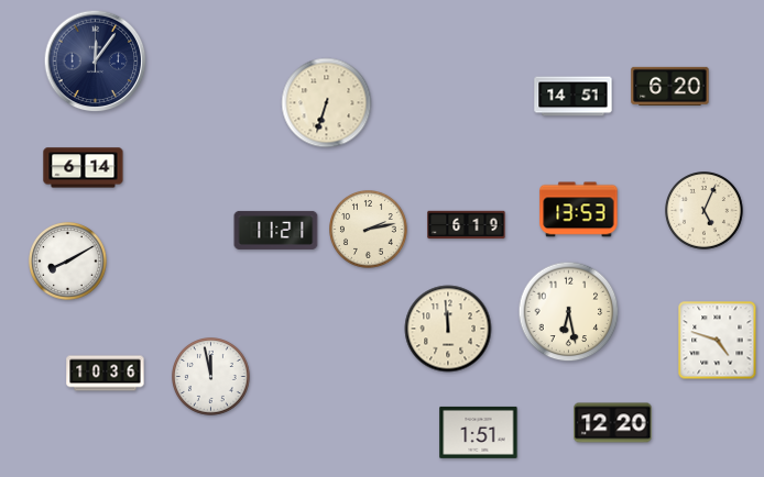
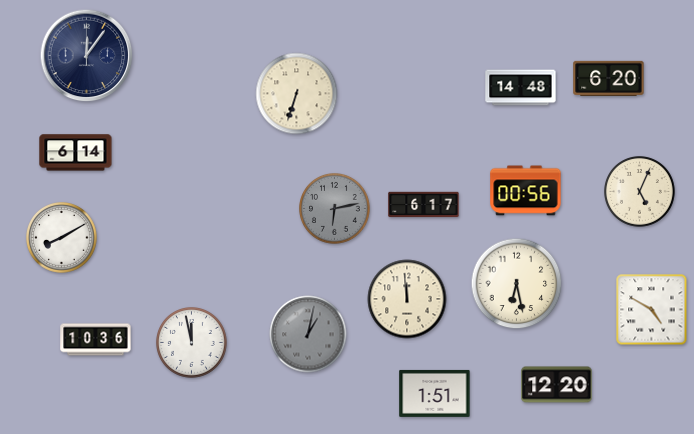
clock at (574, 97): 14:51 -> 14:48
clock at (579, 210): 13:53 -> 00:56
clock at (467, 225): 6:19 -> 6:17
clock at (276, 230): 11:21 -> none
clock at (369, 230): 2:13 -> 6:13
clock at (369, 230) dial: cream -> grey
clock at (718, 341): 4:48 -> 4:50
clock at (308, 334): none -> 1:02
